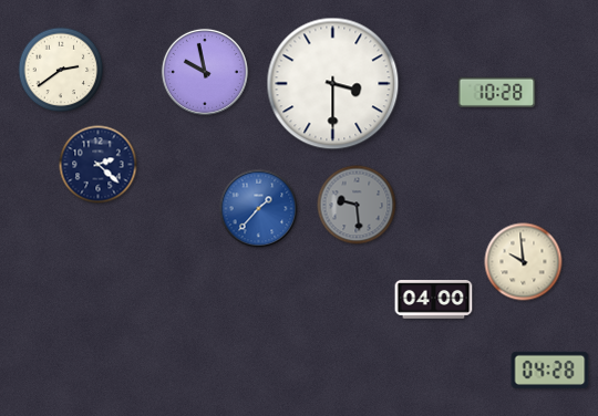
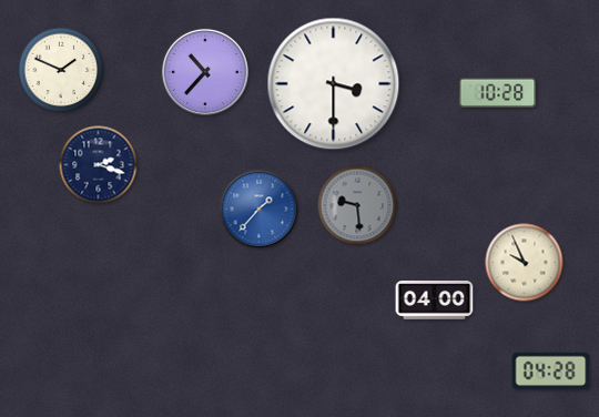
clock at (61, 70): 2:39 -> 1:49
clock at (205, 72): 9:58 -> 10:37
clock at (99, 165): 2:22 -> 2:18
clock at (524, 262): 9:59 -> 9:56
